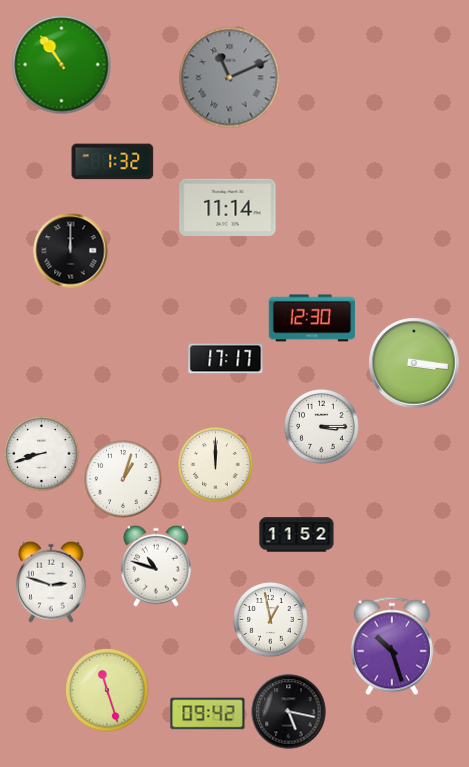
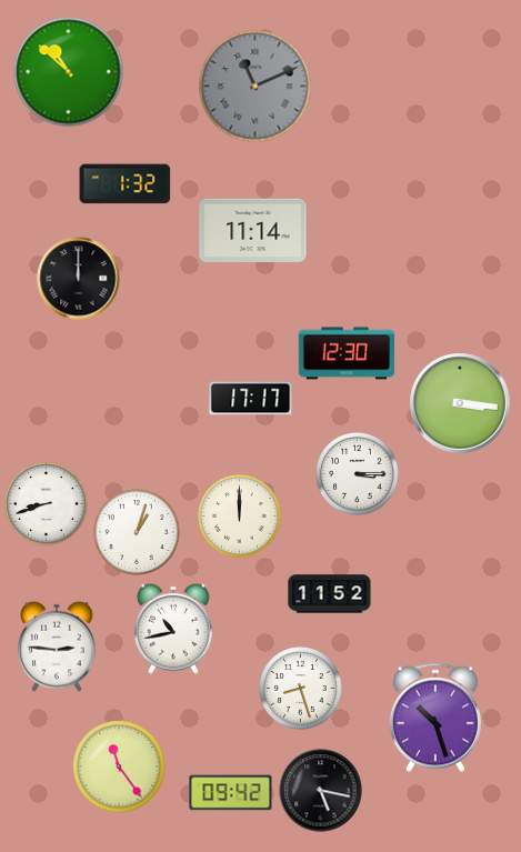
clock at (62, 65): 10:54 -> 10:52
clock at (113, 162) position: (113, 162) -> (126, 184)
clock at (157, 566): 10:48 -> 10:43
clock at (52, 582): 2:48 -> 2:46
clock at (271, 620): 12:58 -> 8:27
clock at (107, 690): 11:27 -> 11:24
